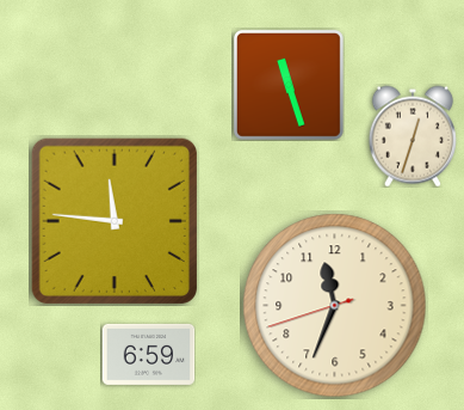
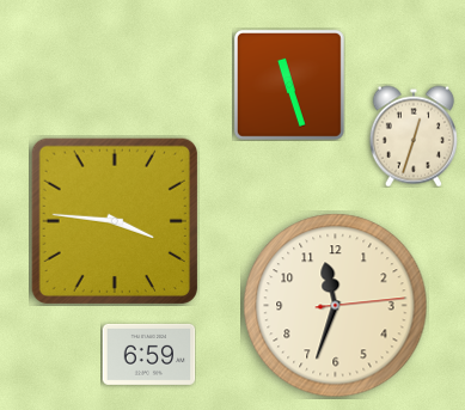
clock at (115, 221): 11:46 -> 3:46
clock at (335, 306): 11:33:42 -> 11:33:14
